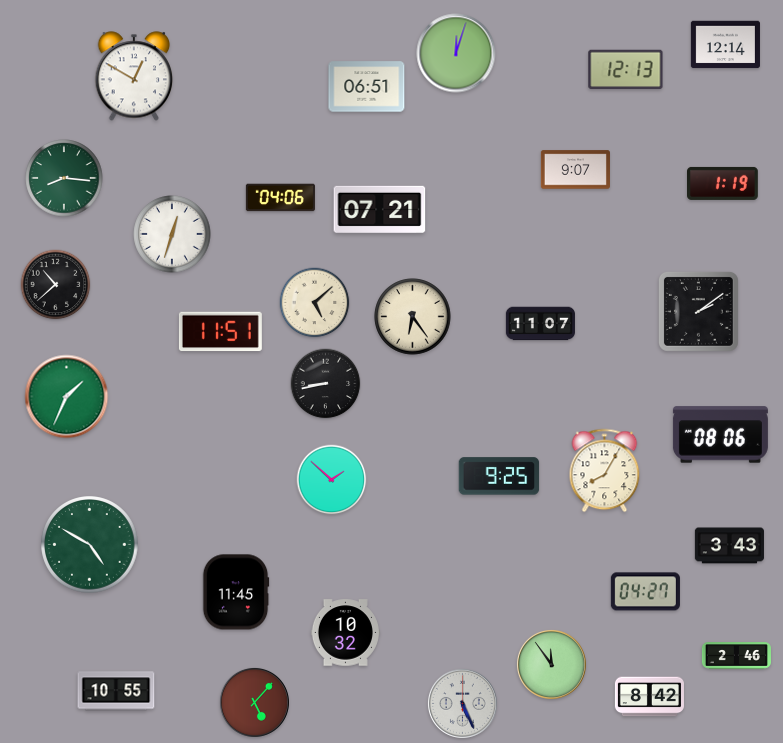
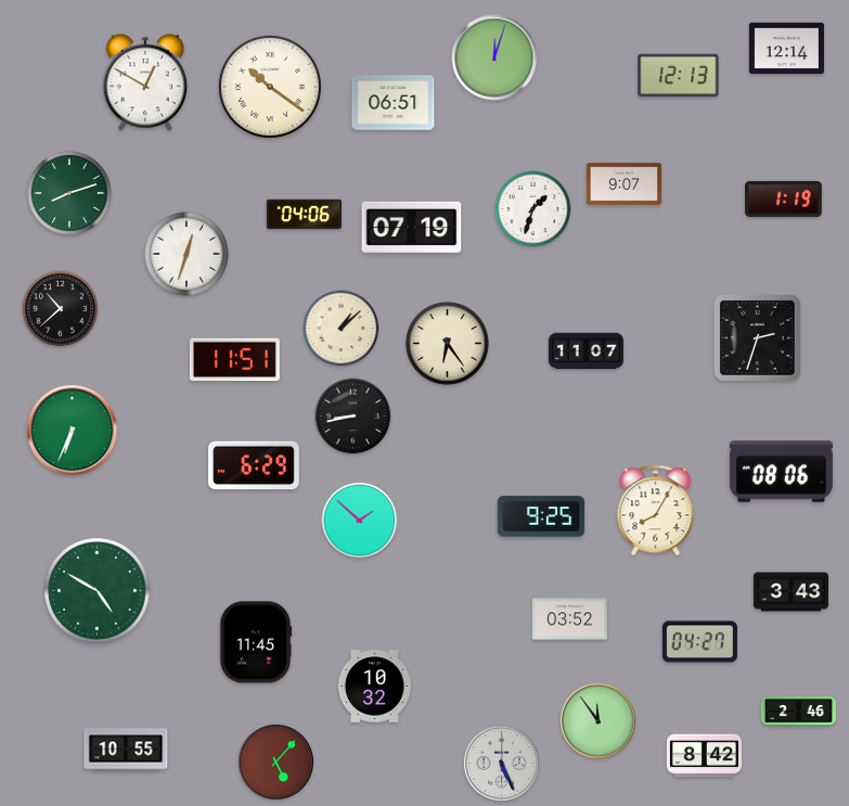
clock at (270, 87): none -> 10:21
clock at (367, 87) position: (367, 87) -> (394, 103)
clock at (64, 178): 8:16 -> 8:12
clock at (533, 209): none -> 1:33
clock at (380, 209): 07:21 -> 07:19
clock at (315, 303): 5:08 -> 1:08
clock at (698, 311): 2:09 -> 2:33
clock at (220, 332) position: (220, 332) -> (234, 360)
clock at (67, 397): 1:34 -> 6:34
clock at (255, 465): none -> 6:29
clock at (569, 619): none -> 03:52
